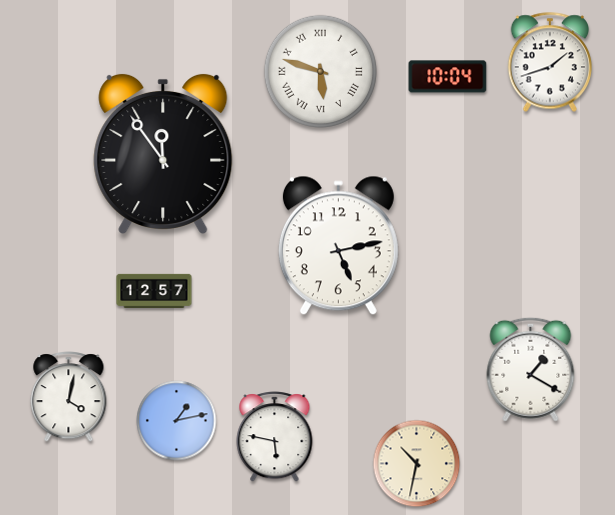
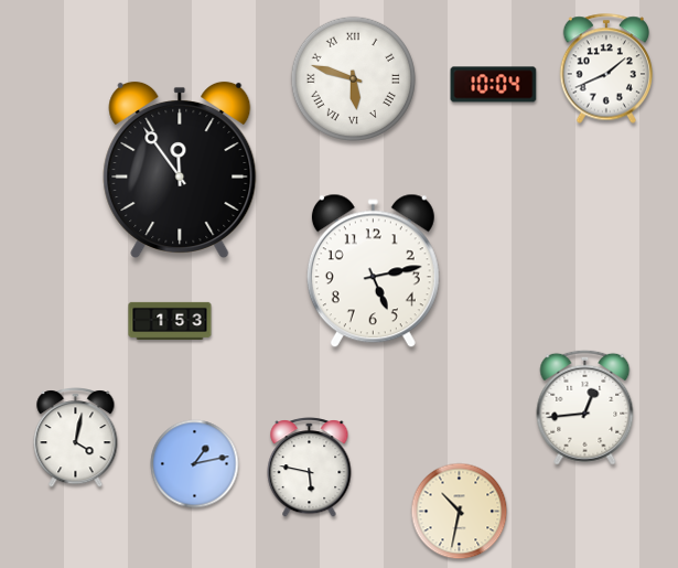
clock at (550, 62): 1:42 -> 1:41
clock at (154, 290): 12:57 -> 1:53
clock at (531, 369): 1:20 -> 12:44
clock at (275, 437) position: (275, 437) -> (310, 468)
